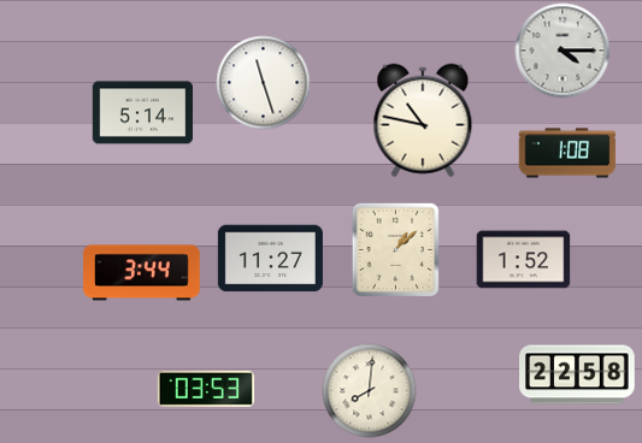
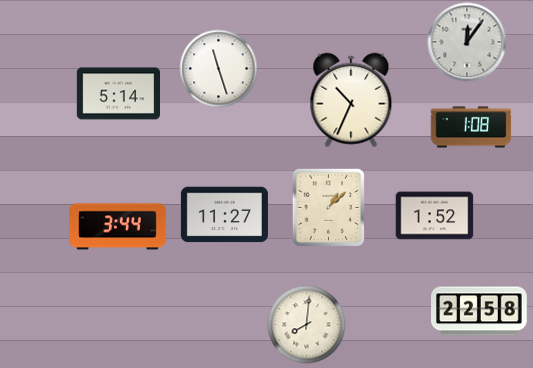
clock at (563, 51): 4:15 -> 12:06
clock at (423, 120): 10:47 -> 10:34
clock at (206, 389): 03:53 -> none
